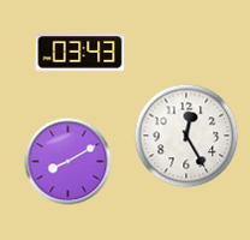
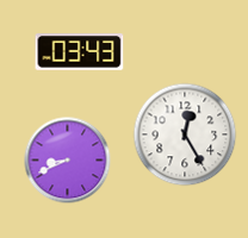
clock at (69, 162): 8:10 -> 8:41
